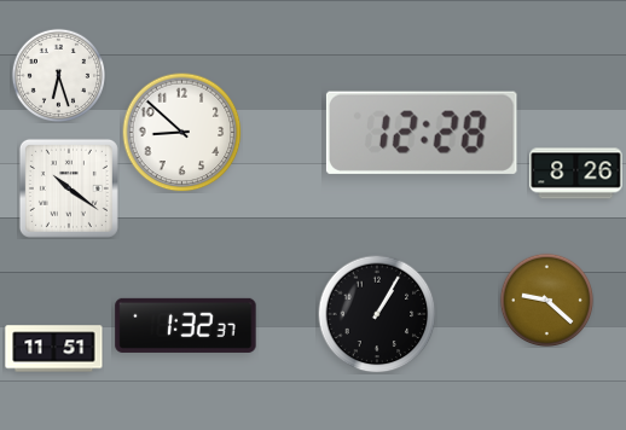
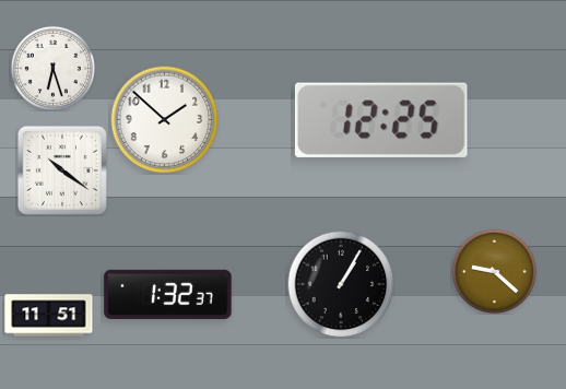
clock at (182, 133): 8:52 -> 1:52
clock at (422, 133): 12:28 -> 12:25
clock at (576, 174): 8:26 -> none
